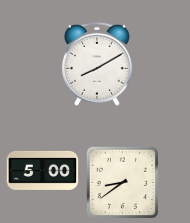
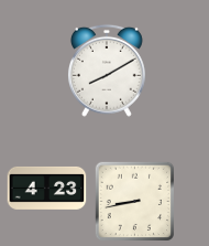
clock at (43, 170): 5:00 -> 4:23
clock at (122, 182): 8:39 -> 8:43
